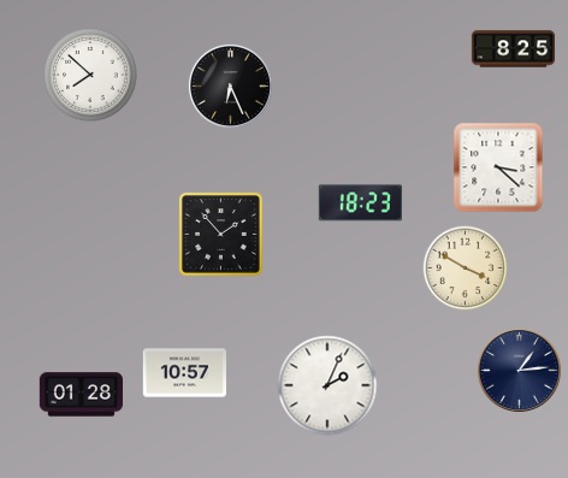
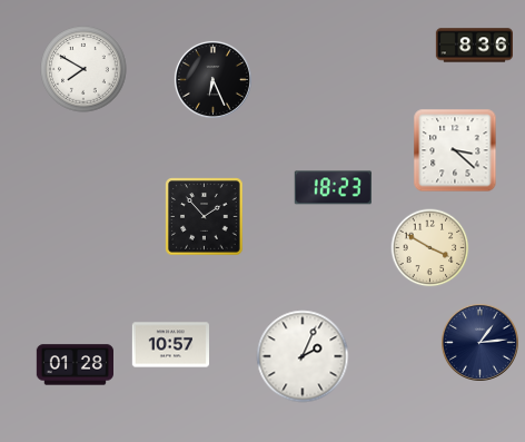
clock at (513, 49): 8:25 -> 8:36
clock at (90, 75): 7:52 -> 7:50
clock at (498, 167) position: (498, 167) -> (455, 150)
